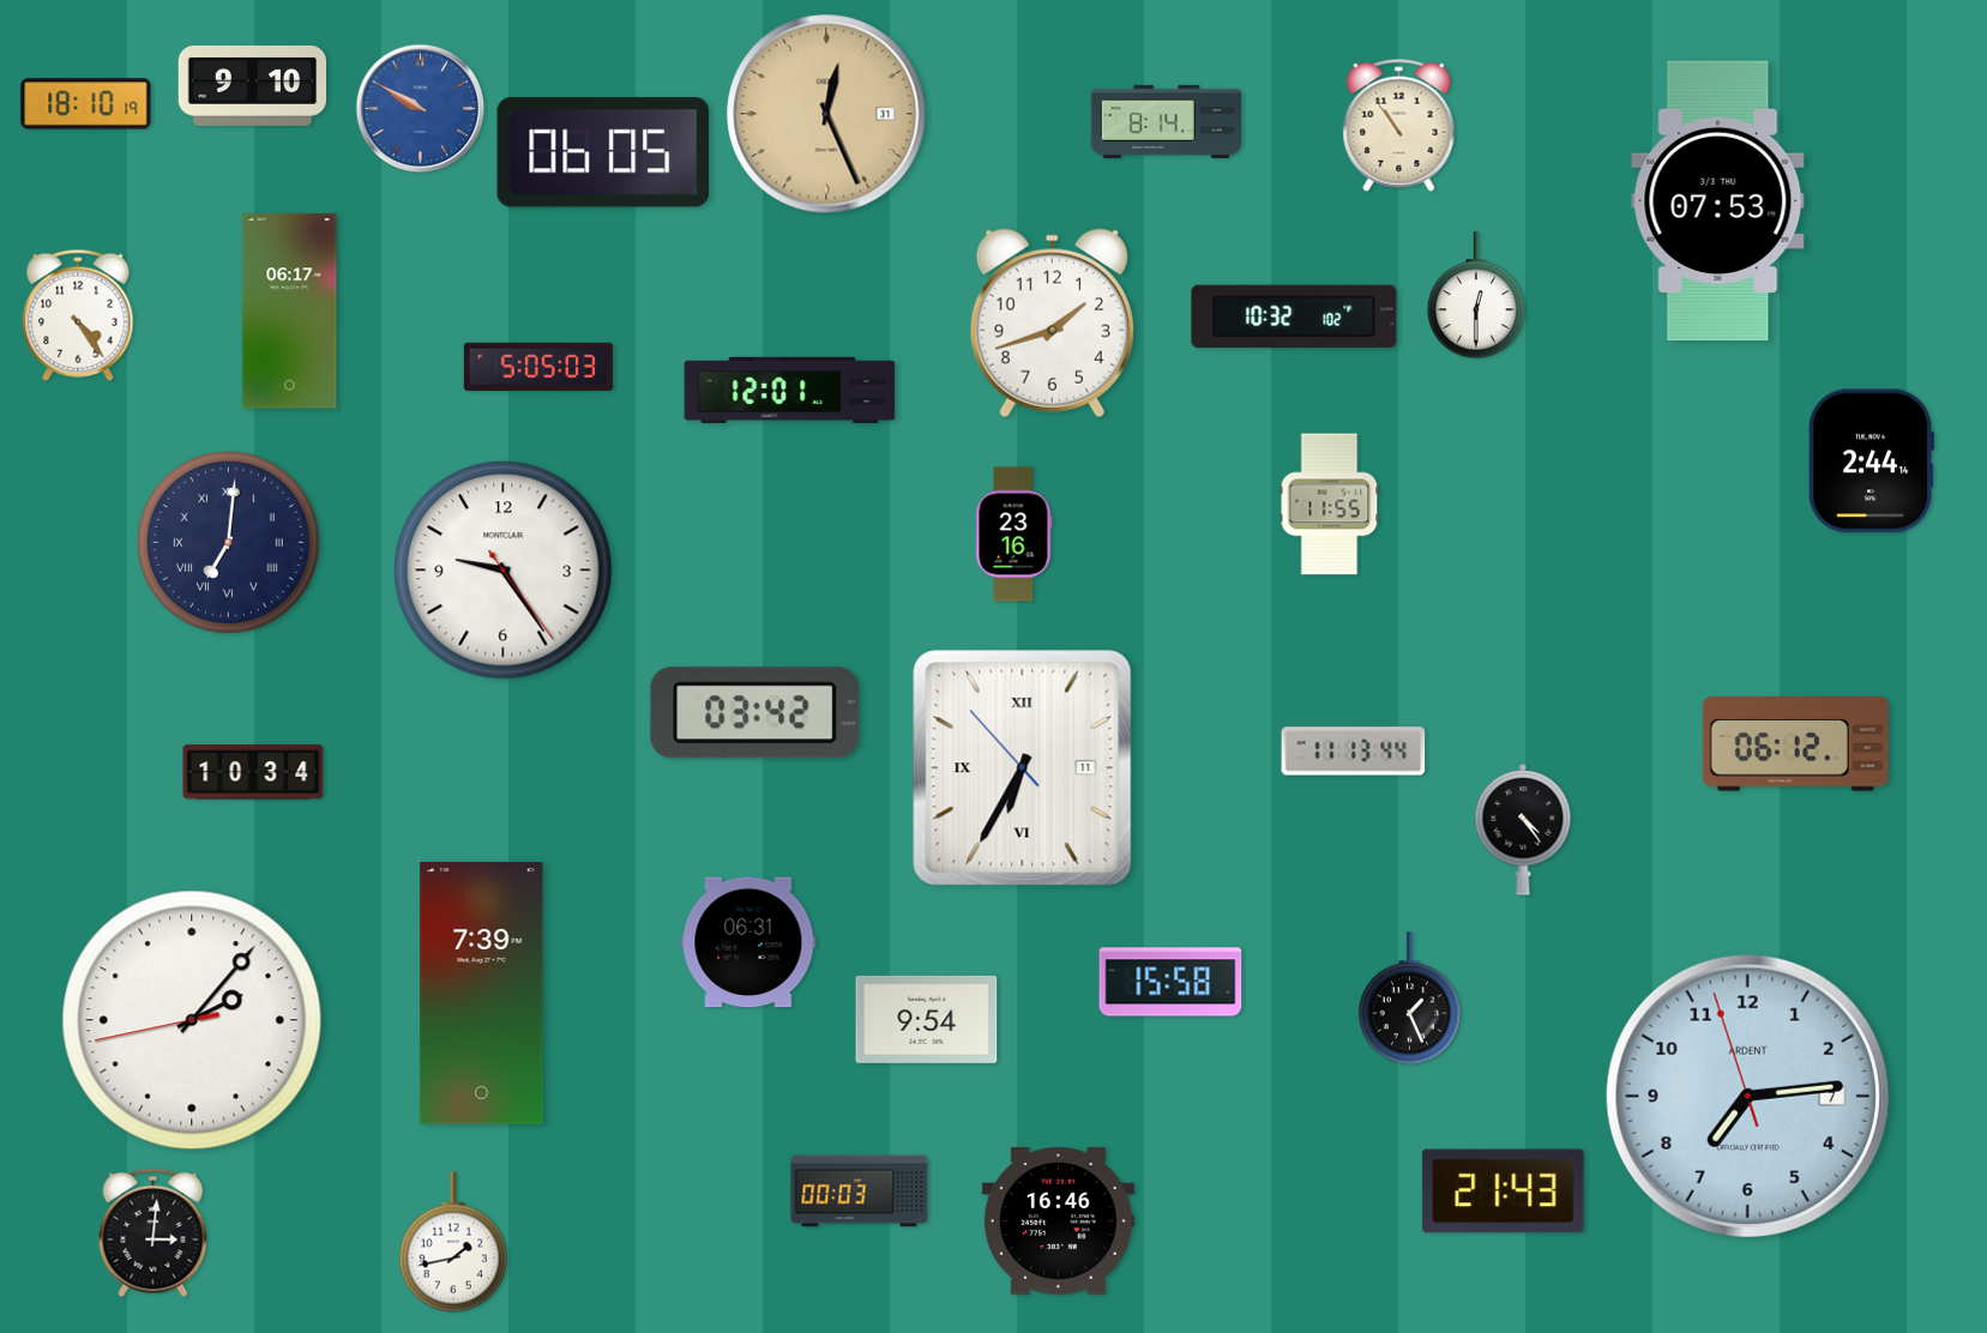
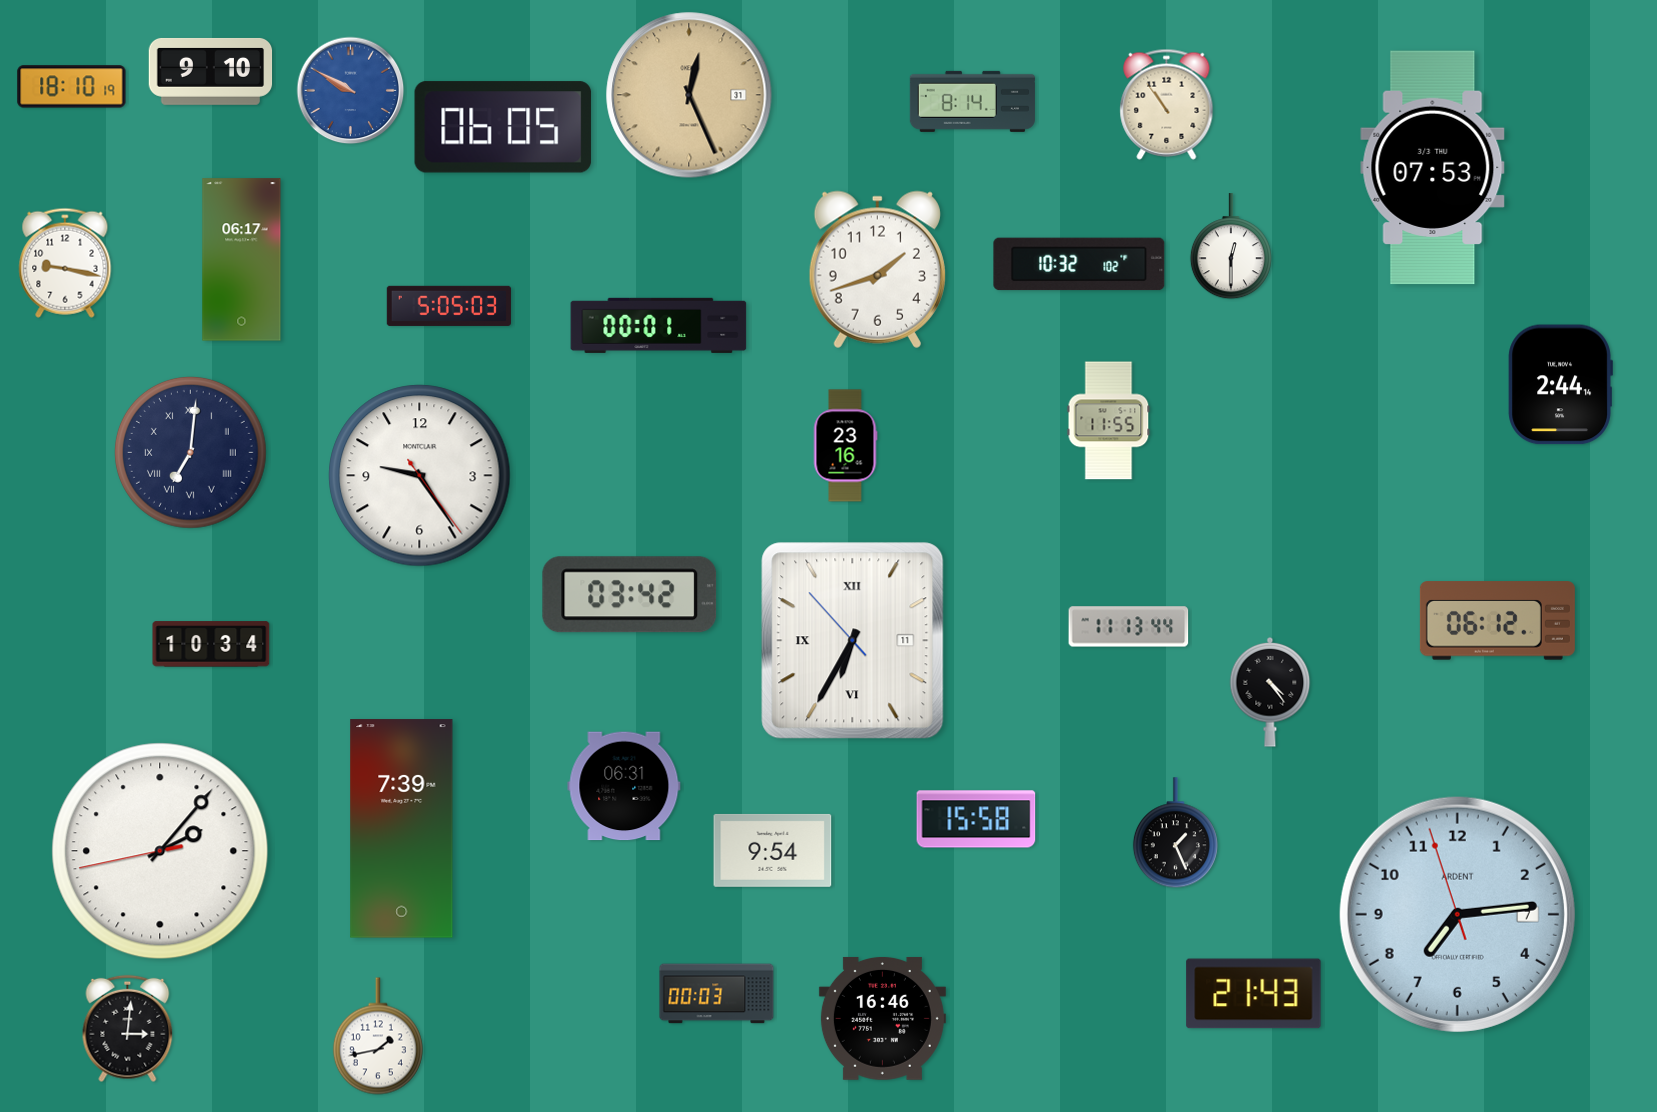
clock at (78, 315): 4:24 -> 9:17
clock at (790, 390): 12:01 -> 00:01
